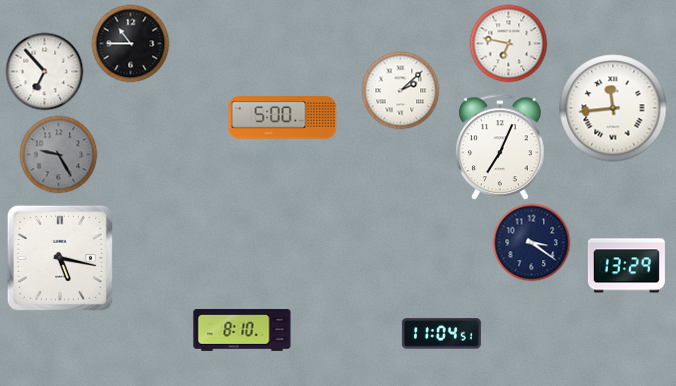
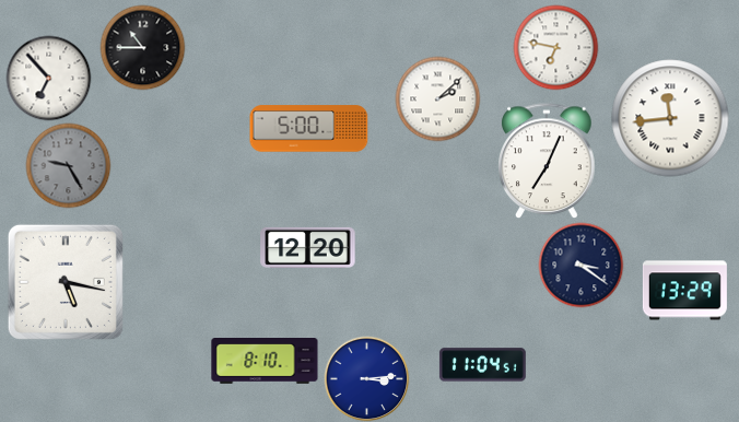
clock at (58, 154) position: (58, 154) -> (68, 165)
clock at (308, 247): none -> 12:20
clock at (366, 378): none -> 3:14
